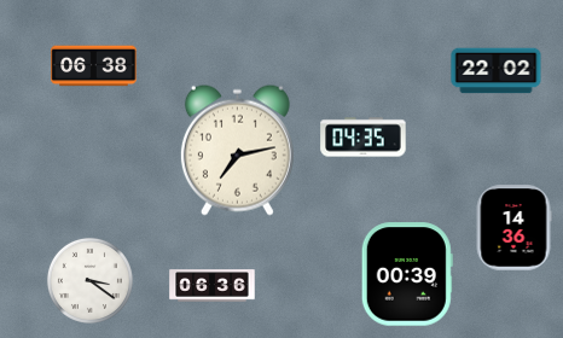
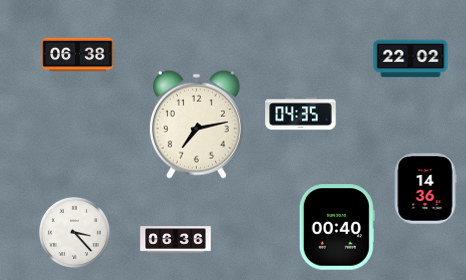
clock at (407, 274): 00:39 -> 00:40
clock at (89, 280): 3:21 -> 3:23
clock at (213, 286) position: (213, 286) -> (176, 240)
